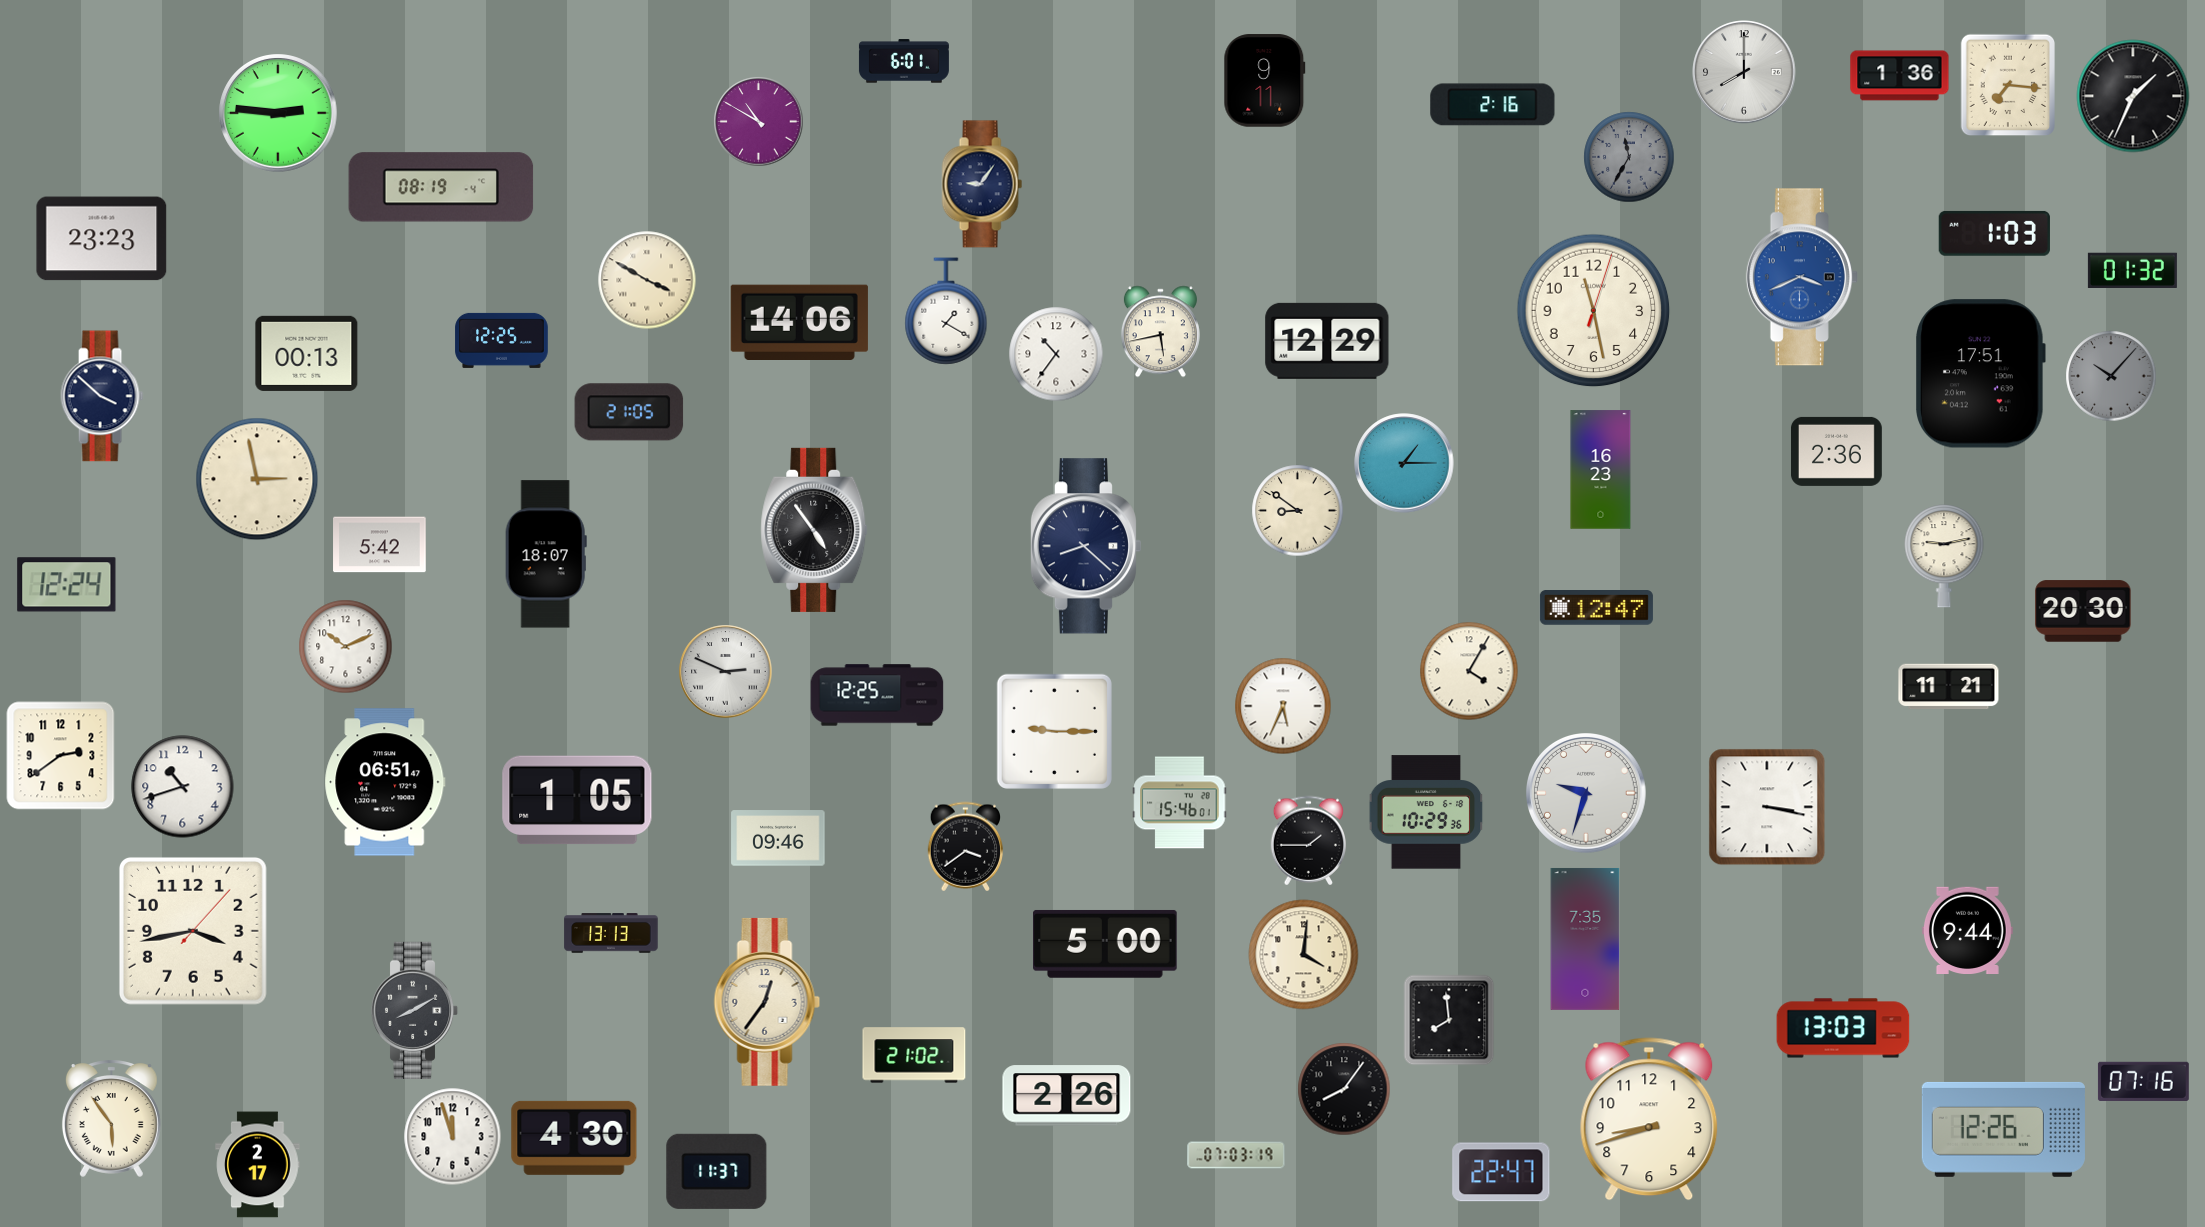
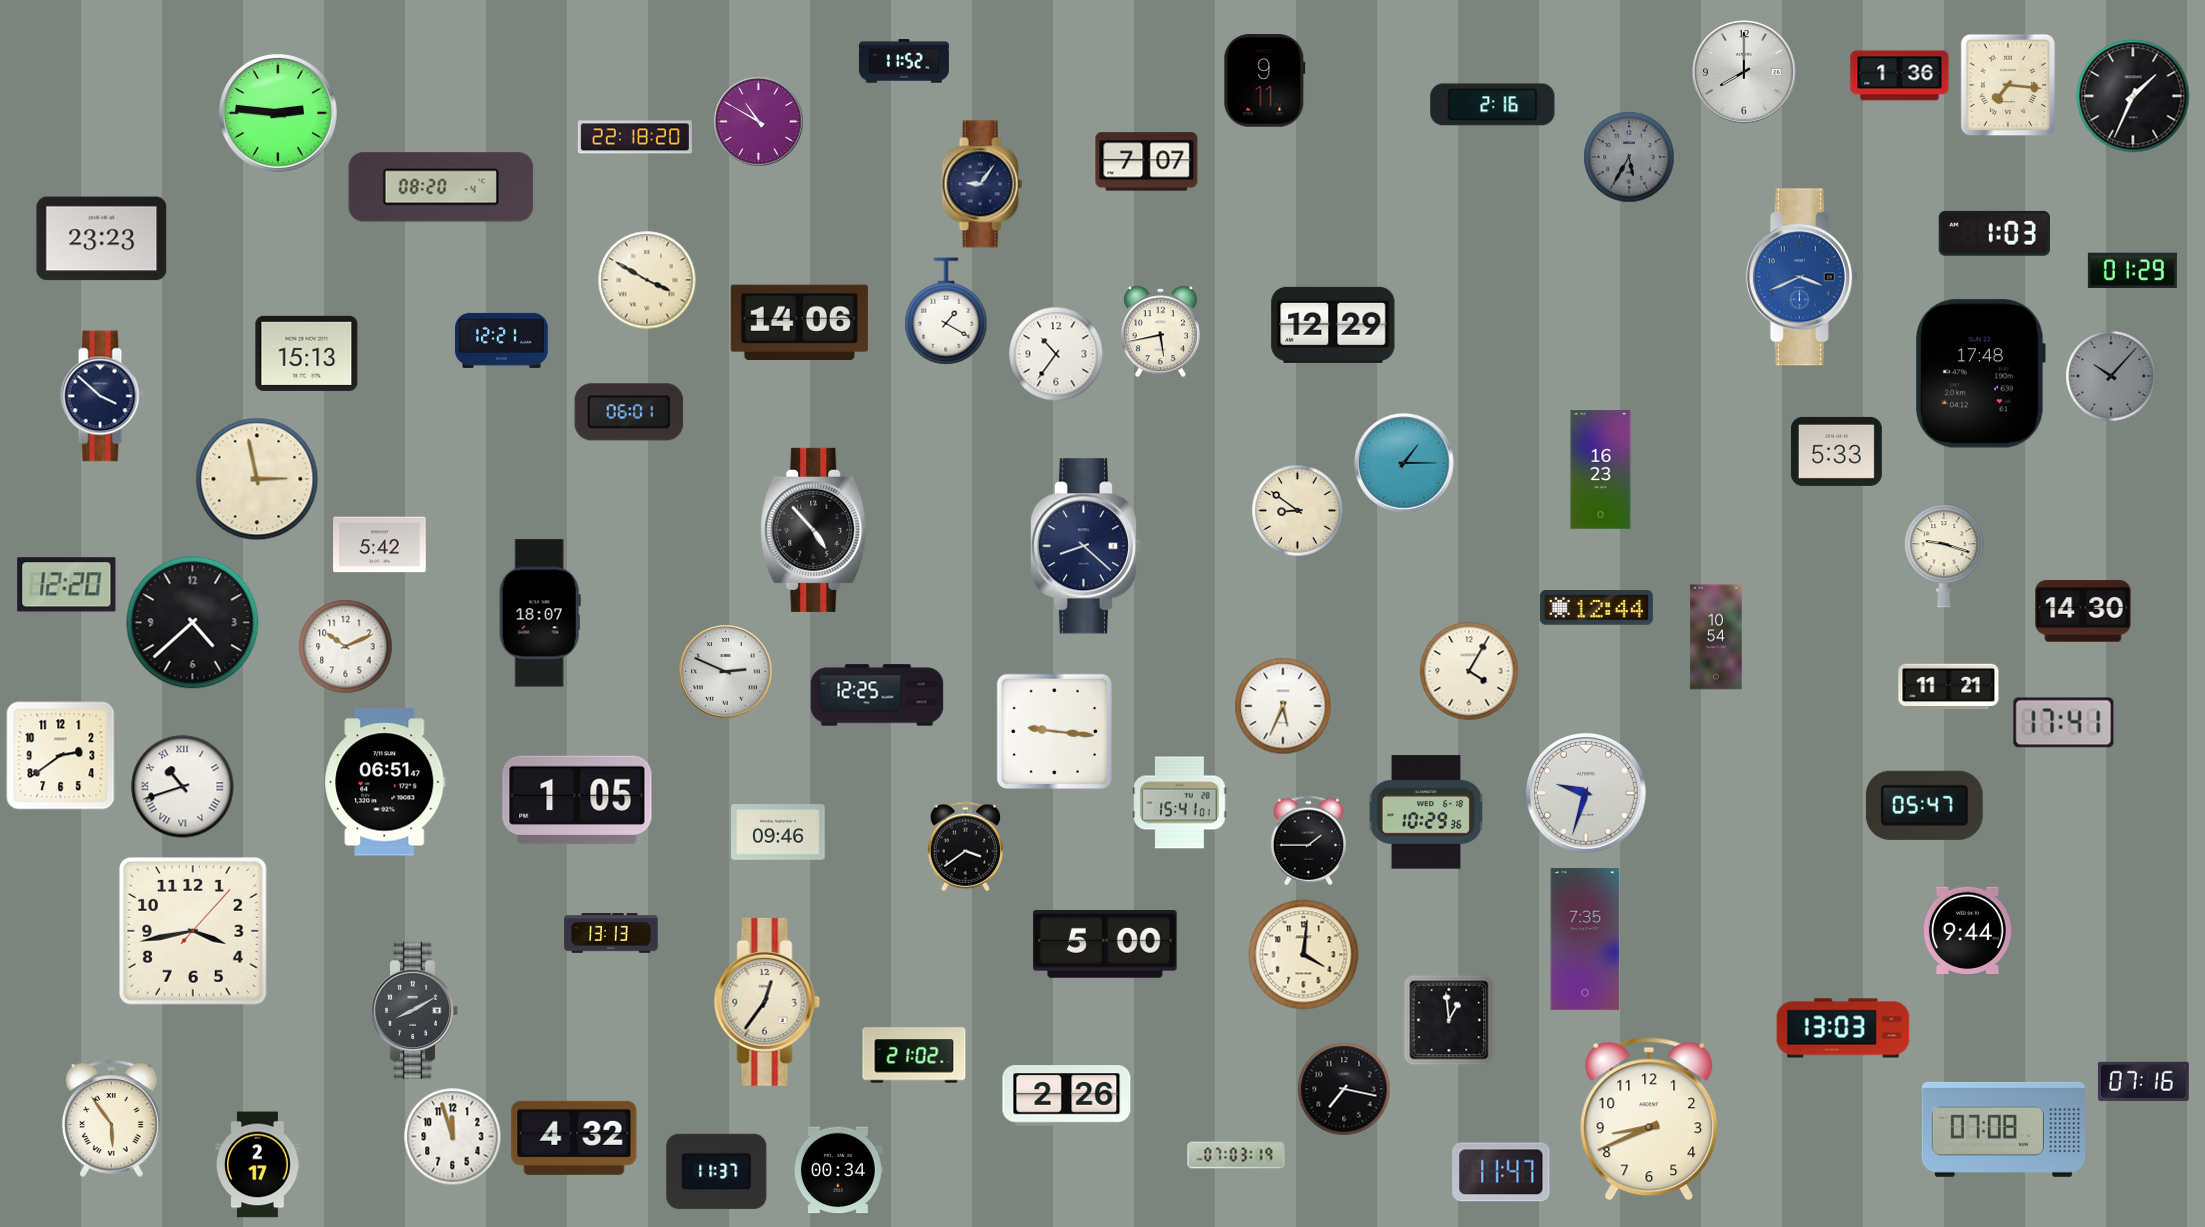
clock at (904, 61): 6:01 -> 11:52
clock at (635, 137): none -> 22:18
clock at (1629, 157): 11:35 -> 5:35
clock at (1147, 162): none -> 7:07
clock at (441, 187): 08:19 -> 08:20
clock at (2132, 271): 01:32 -> 01:29
clock at (1594, 311): 11:28 -> none
clock at (502, 340): 12:25 -> 12:21
clock at (1327, 341) position: (1327, 341) -> (1333, 325)
clock at (307, 353): 00:13 -> 15:13
clock at (1980, 374): 17:51 -> 17:48
clock at (629, 412): 21:05 -> 06:01
clock at (1836, 451): 2:36 -> 5:33
clock at (814, 530): 4:54 -> 4:53
clock at (546, 554) position: (546, 554) -> (540, 613)
clock at (1944, 556): 9:13 -> 9:18
clock at (67, 585): 12:24 -> 12:20
clock at (1596, 608): 12:47 -> 12:44
clock at (2083, 611): 20:30 -> 14:30
clock at (193, 623): none -> 4:38
clock at (1716, 637): none -> 10:54
clock at (2064, 723): none -> 17:41
clock at (1054, 731): 9:15 -> 9:16
clock at (183, 787) numerals: Arabic -> Roman
clock at (1180, 803): 15:46 -> 15:41
clock at (1924, 805): none -> 05:47
clock at (1767, 807): 3:17 -> none
clock at (778, 838) position: (778, 838) -> (778, 832)
clock at (1449, 1020): 7:59 -> 12:59
clock at (1344, 1089): 8:06 -> 7:17
clock at (1649, 1119): 8:42 -> 8:41
clock at (2003, 1129): 12:26 -> 07:08
clock at (574, 1138): 4:30 -> 4:32
clock at (838, 1170): none -> 00:34
clock at (1501, 1172): 22:47 -> 11:47
